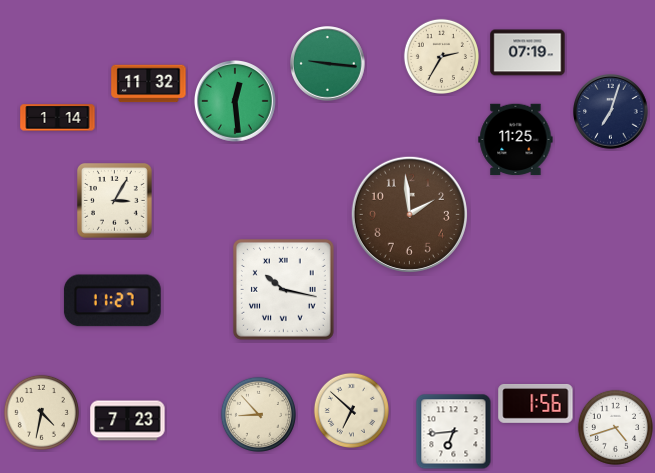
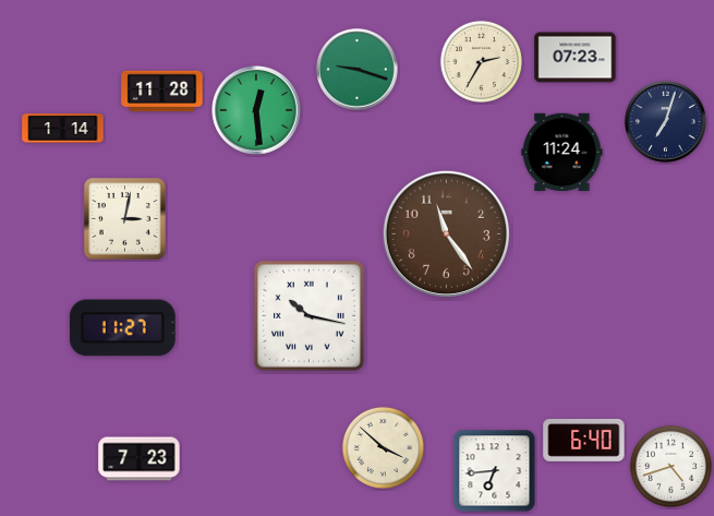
clock at (528, 53): 07:19 -> 07:23
clock at (328, 64): 9:16 -> 9:18
clock at (149, 84): 11:32 -> 11:28
clock at (516, 140): 11:25 -> 11:24
clock at (115, 201): 3:05 -> 3:02
clock at (409, 214): 1:59 -> 11:24
clock at (536, 403): 1:56 -> 6:40
clock at (351, 410): 6:52 -> 3:52
clock at (41, 412): 4:32 -> none
clock at (258, 414): 8:53 -> none
